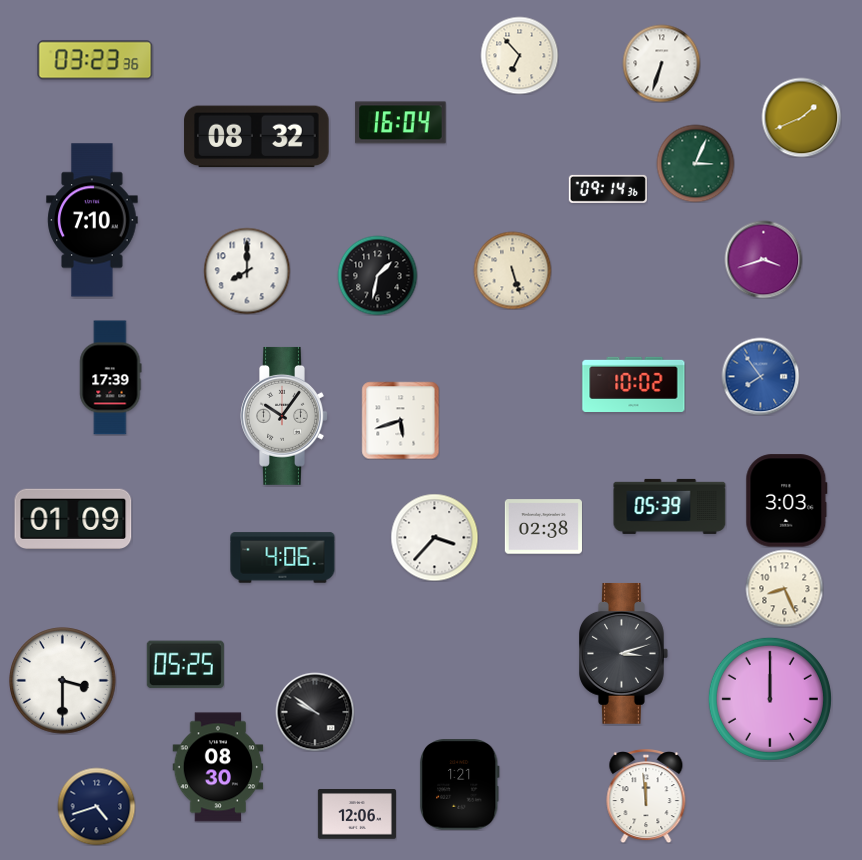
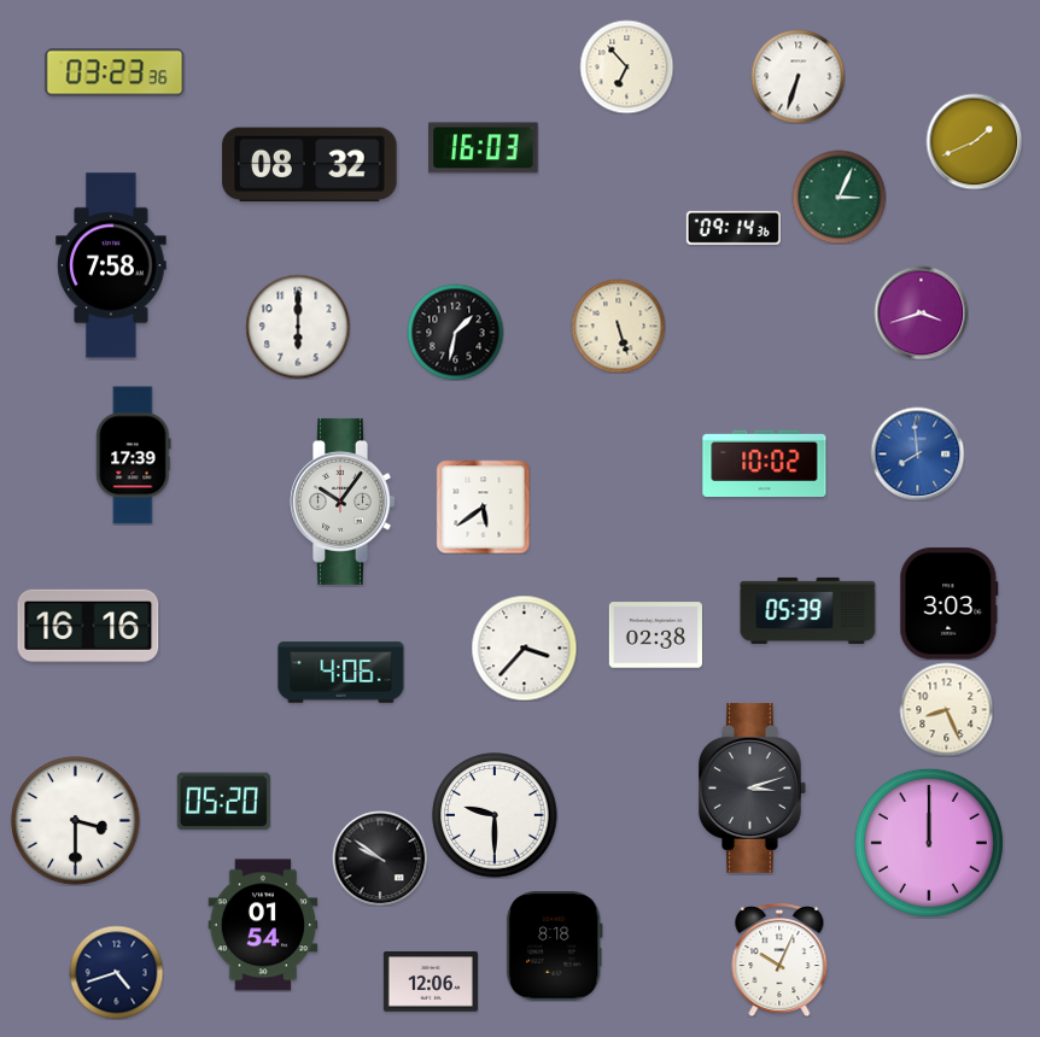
clock at (801, 117) position: (801, 117) -> (974, 141)
clock at (401, 123): 16:04 -> 16:03
clock at (92, 220): 7:10 -> 7:58
clock at (247, 271): 8:00 -> 6:00
clock at (760, 376): 7:54 -> 7:59
clock at (400, 420): 5:42 -> 5:39
clock at (73, 518): 01:09 -> 16:16
clock at (185, 665): 05:25 -> 05:20
clock at (495, 815): none -> 9:30
clock at (218, 767): 08:30 -> 01:54
clock at (459, 785): 1:21 -> 8:18
clock at (646, 797): 11:59 -> 10:04
